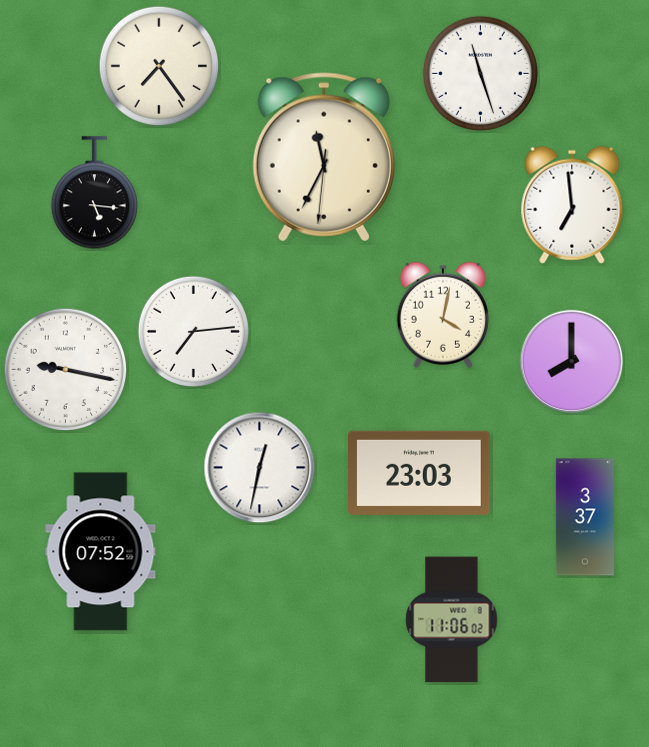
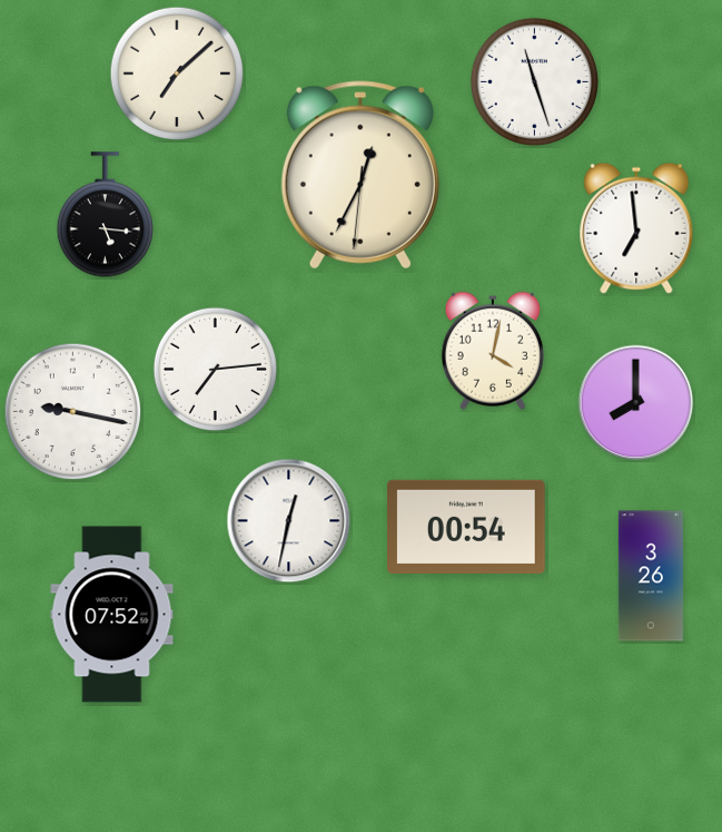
clock at (158, 65): 7:24 -> 7:08
clock at (324, 157): 11:34 -> 12:34
clock at (420, 473): 23:03 -> 00:54
clock at (585, 517): 3:37 -> 3:26
clock at (452, 620): 11:06 -> none
